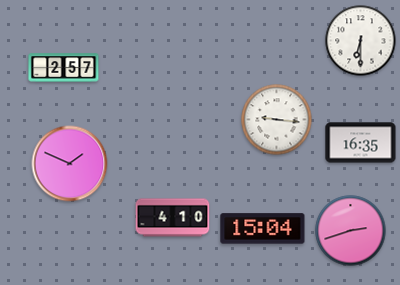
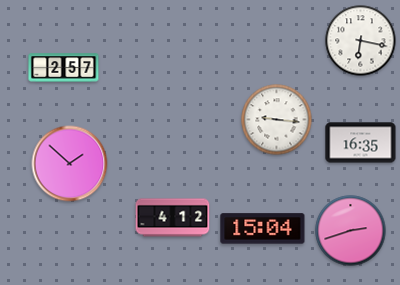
clock at (361, 41): 6:30 -> 6:17
clock at (70, 164): 1:49 -> 1:52
clock at (173, 218): 4:10 -> 4:12
